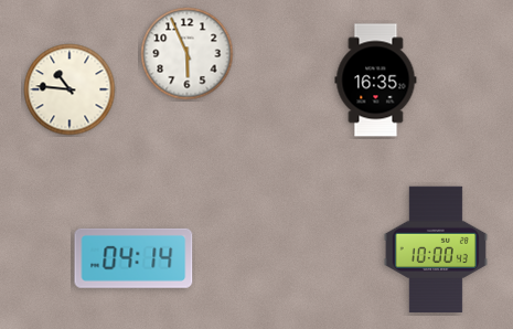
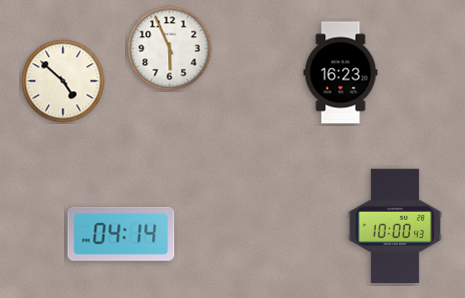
clock at (376, 81): 16:35 -> 16:23
clock at (70, 89): 10:46 -> 4:52
